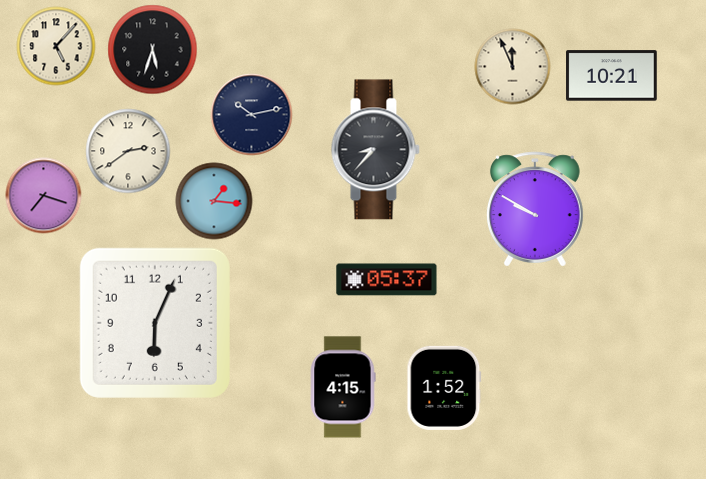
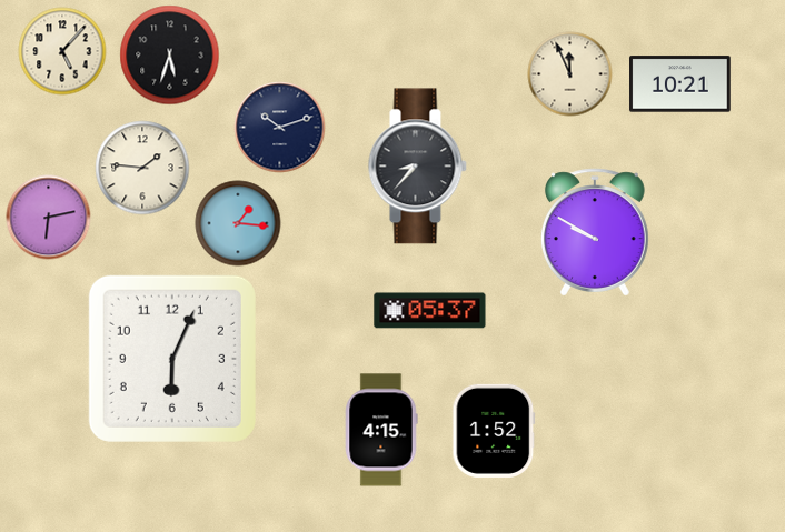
clock at (252, 115): 10:13 -> 10:12
clock at (128, 151): 2:39 -> 1:46
clock at (44, 196): 7:18 -> 6:13
